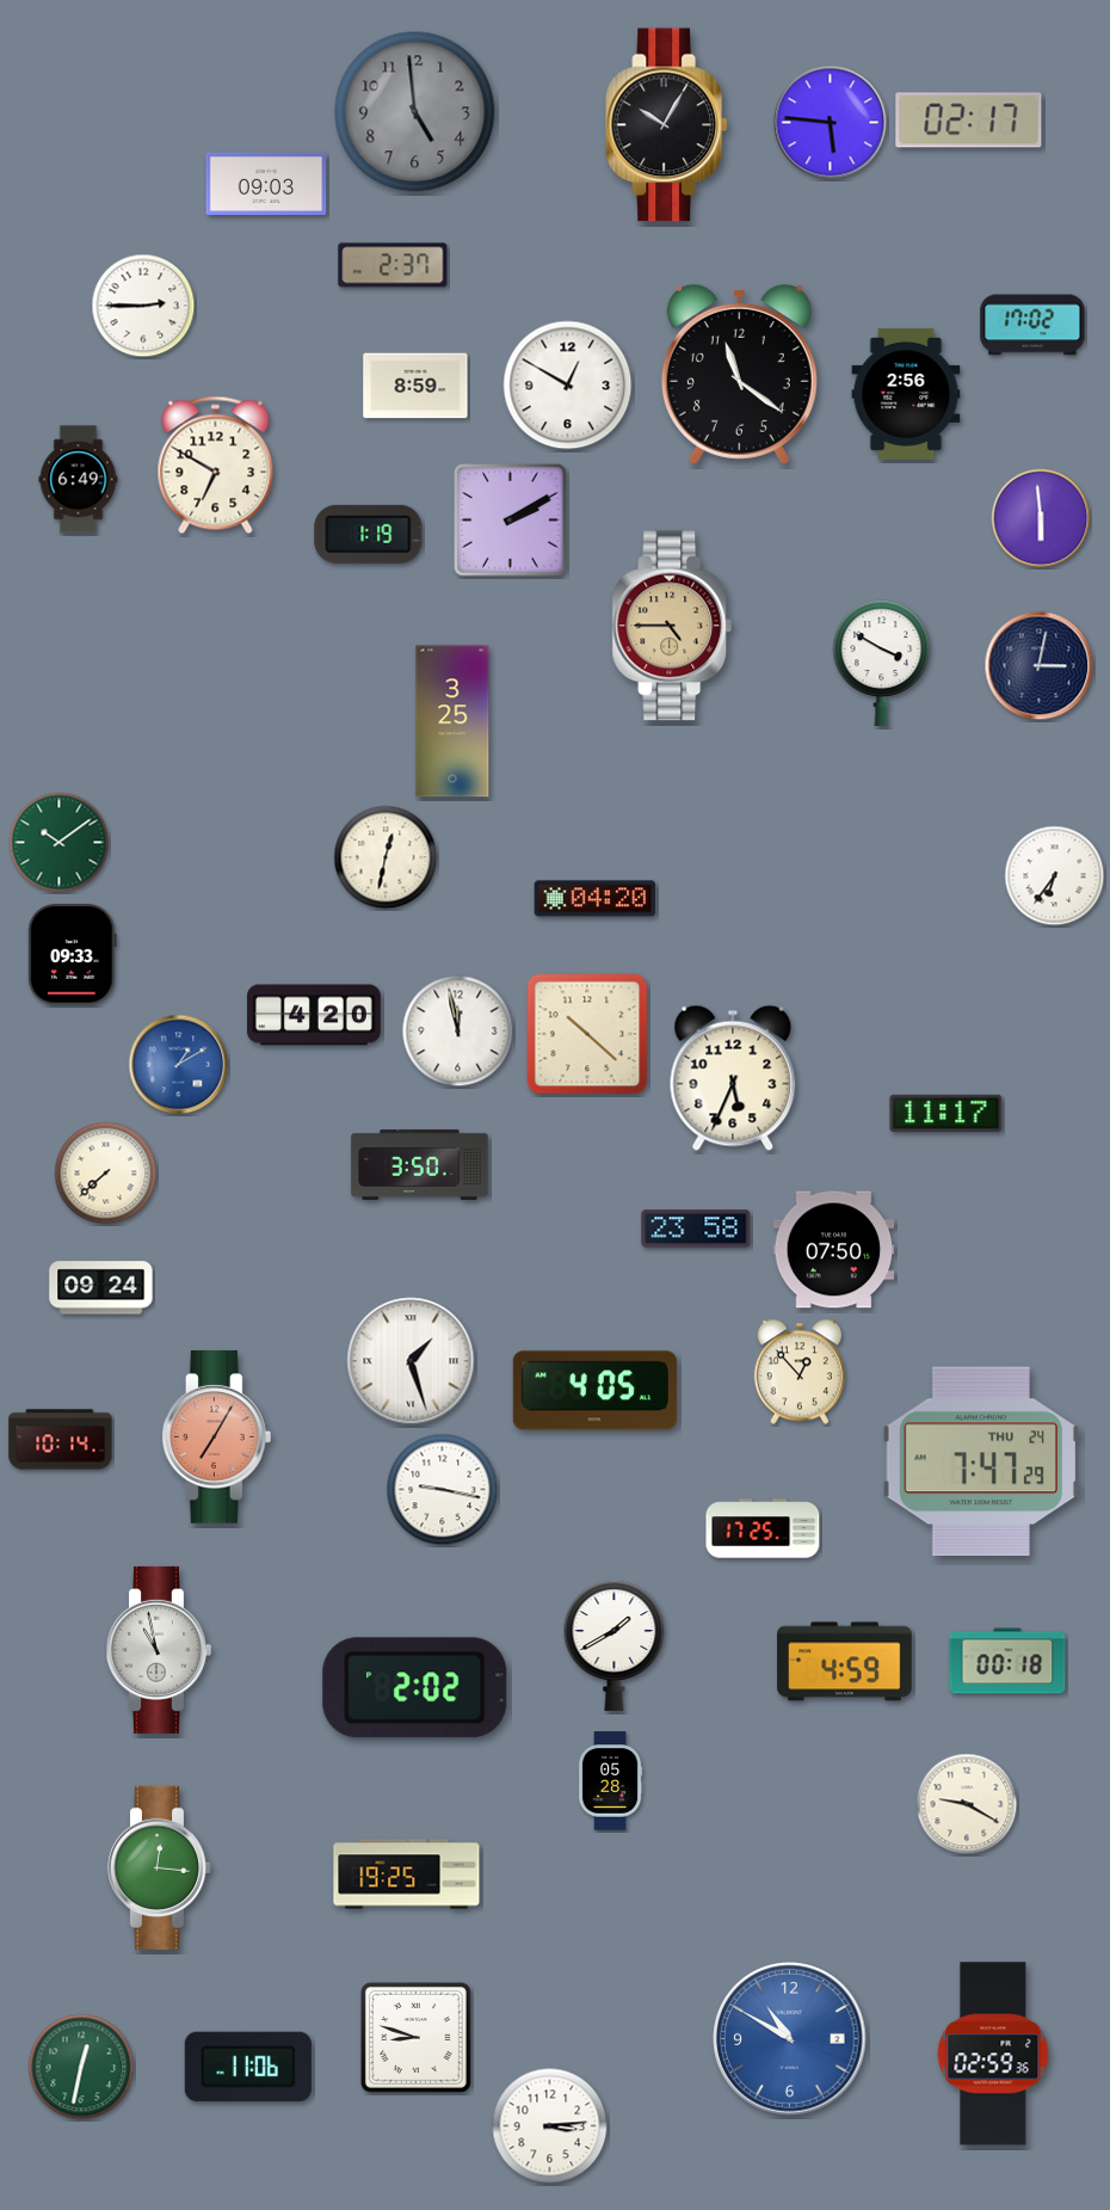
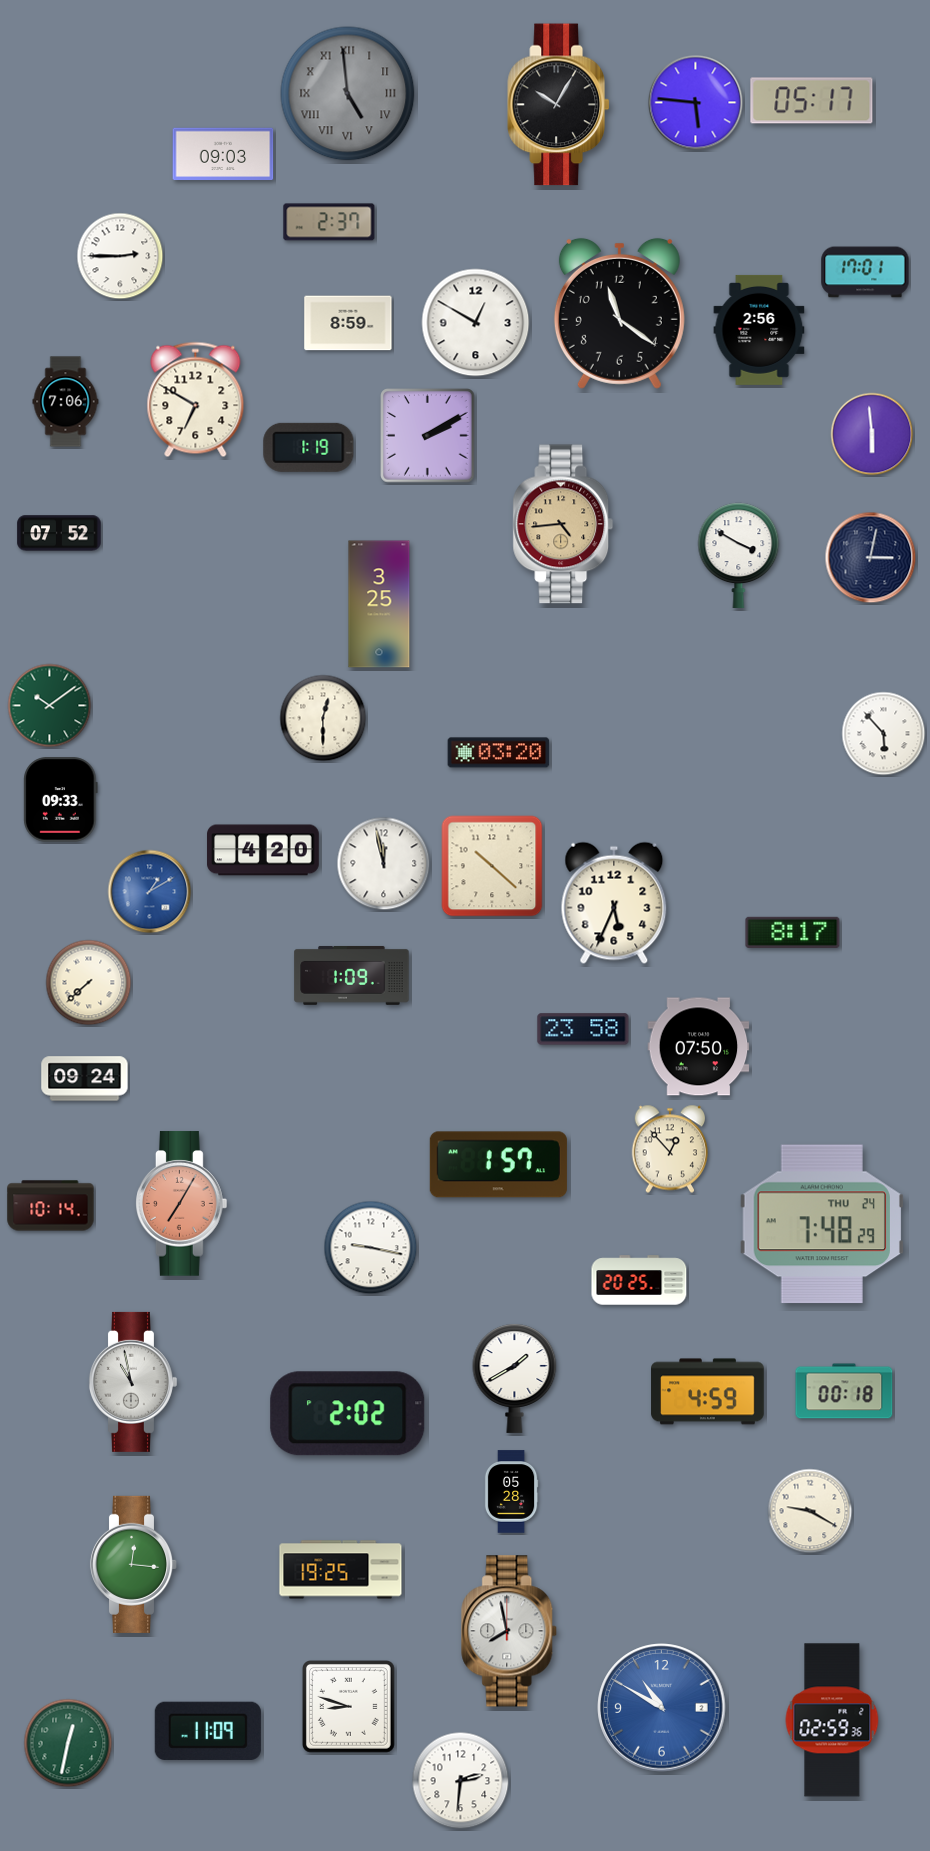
clock at (415, 112) numerals: Arabic -> Roman
clock at (969, 121): 02:17 -> 05:17
clock at (1032, 325): 17:02 -> 17:01
clock at (216, 466) position: (216, 466) -> (196, 400)
clock at (79, 480): 6:49 -> 7:06
clock at (672, 626): 4:45 -> 4:44
clock at (59, 533): none -> 07:52
clock at (386, 857): 12:32 -> 12:30
clock at (1055, 876): 6:36 -> 5:53
clock at (596, 899): 04:20 -> 03:20
clock at (946, 1113): 11:17 -> 8:17
clock at (420, 1164): 3:50 -> 1:09
clock at (411, 1361): 1:27 -> none
clock at (594, 1391): 4:05 -> 1:57
clock at (981, 1461): 7:47 -> 7:48
clock at (763, 1528): 17:25 -> 20:25
clock at (510, 1631): none -> 7:58
clock at (81, 2067) position: (81, 2067) -> (68, 1743)
clock at (248, 2067): 11:06 -> 11:09
clock at (550, 2126): 3:14 -> 2:31
